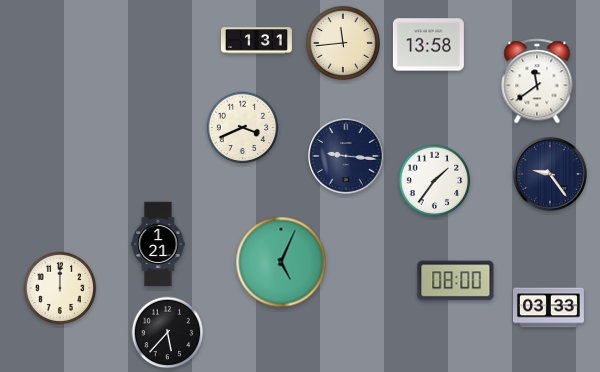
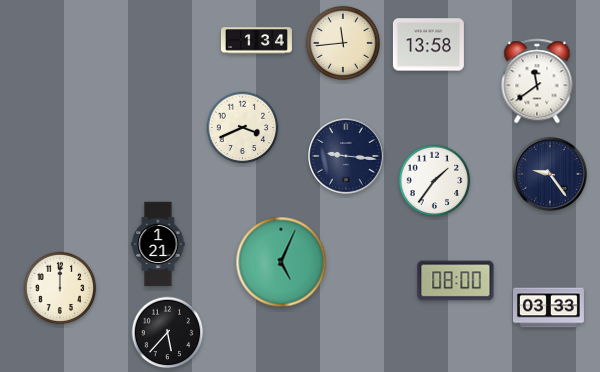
clock at (256, 41): 1:31 -> 1:34
